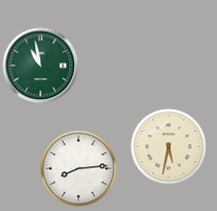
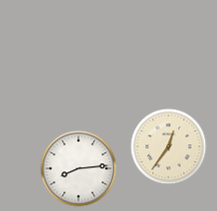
clock at (41, 66): 10:58 -> none
clock at (169, 147): 5:32 -> 12:36
